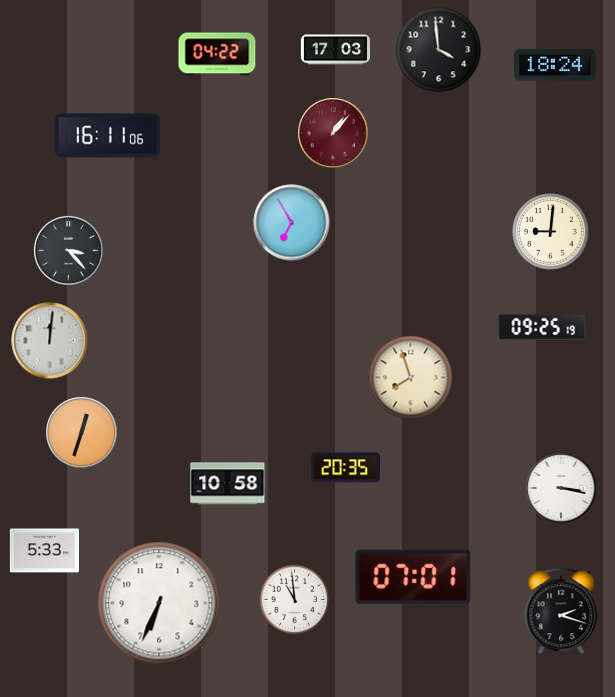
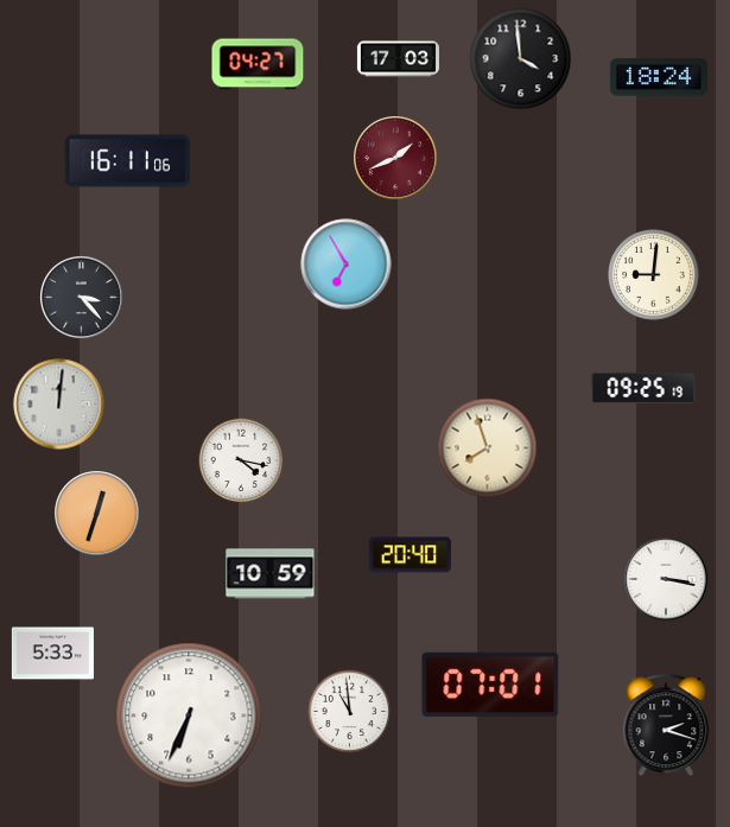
clock at (217, 54): 04:22 -> 04:27
clock at (334, 134): 1:07 -> 1:41
clock at (241, 460): none -> 4:17
clock at (345, 468): 20:35 -> 20:40
clock at (228, 484): 10:58 -> 10:59
